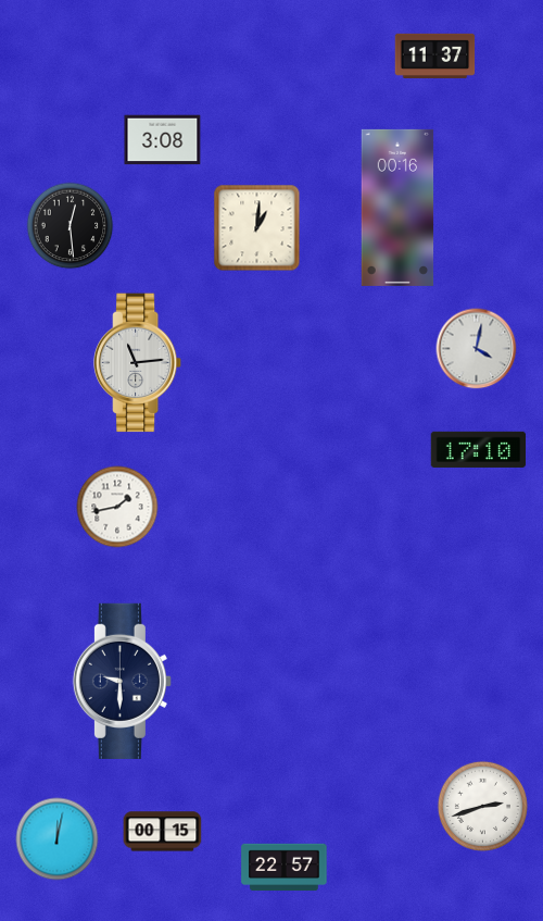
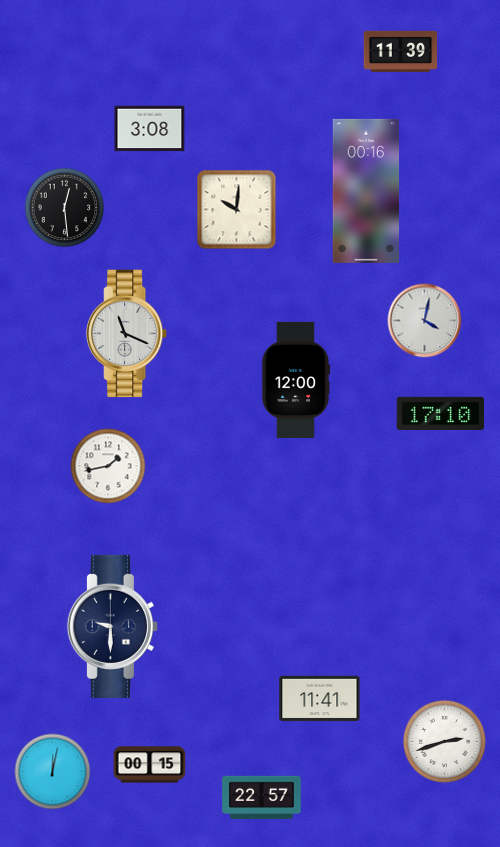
clock at (435, 55): 11:37 -> 11:39
clock at (257, 228): 1:01 -> 10:01
clock at (477, 349) position: (477, 349) -> (425, 321)
clock at (139, 363): 11:14 -> 11:19
clock at (296, 380): none -> 12:00
clock at (320, 699): none -> 11:41
